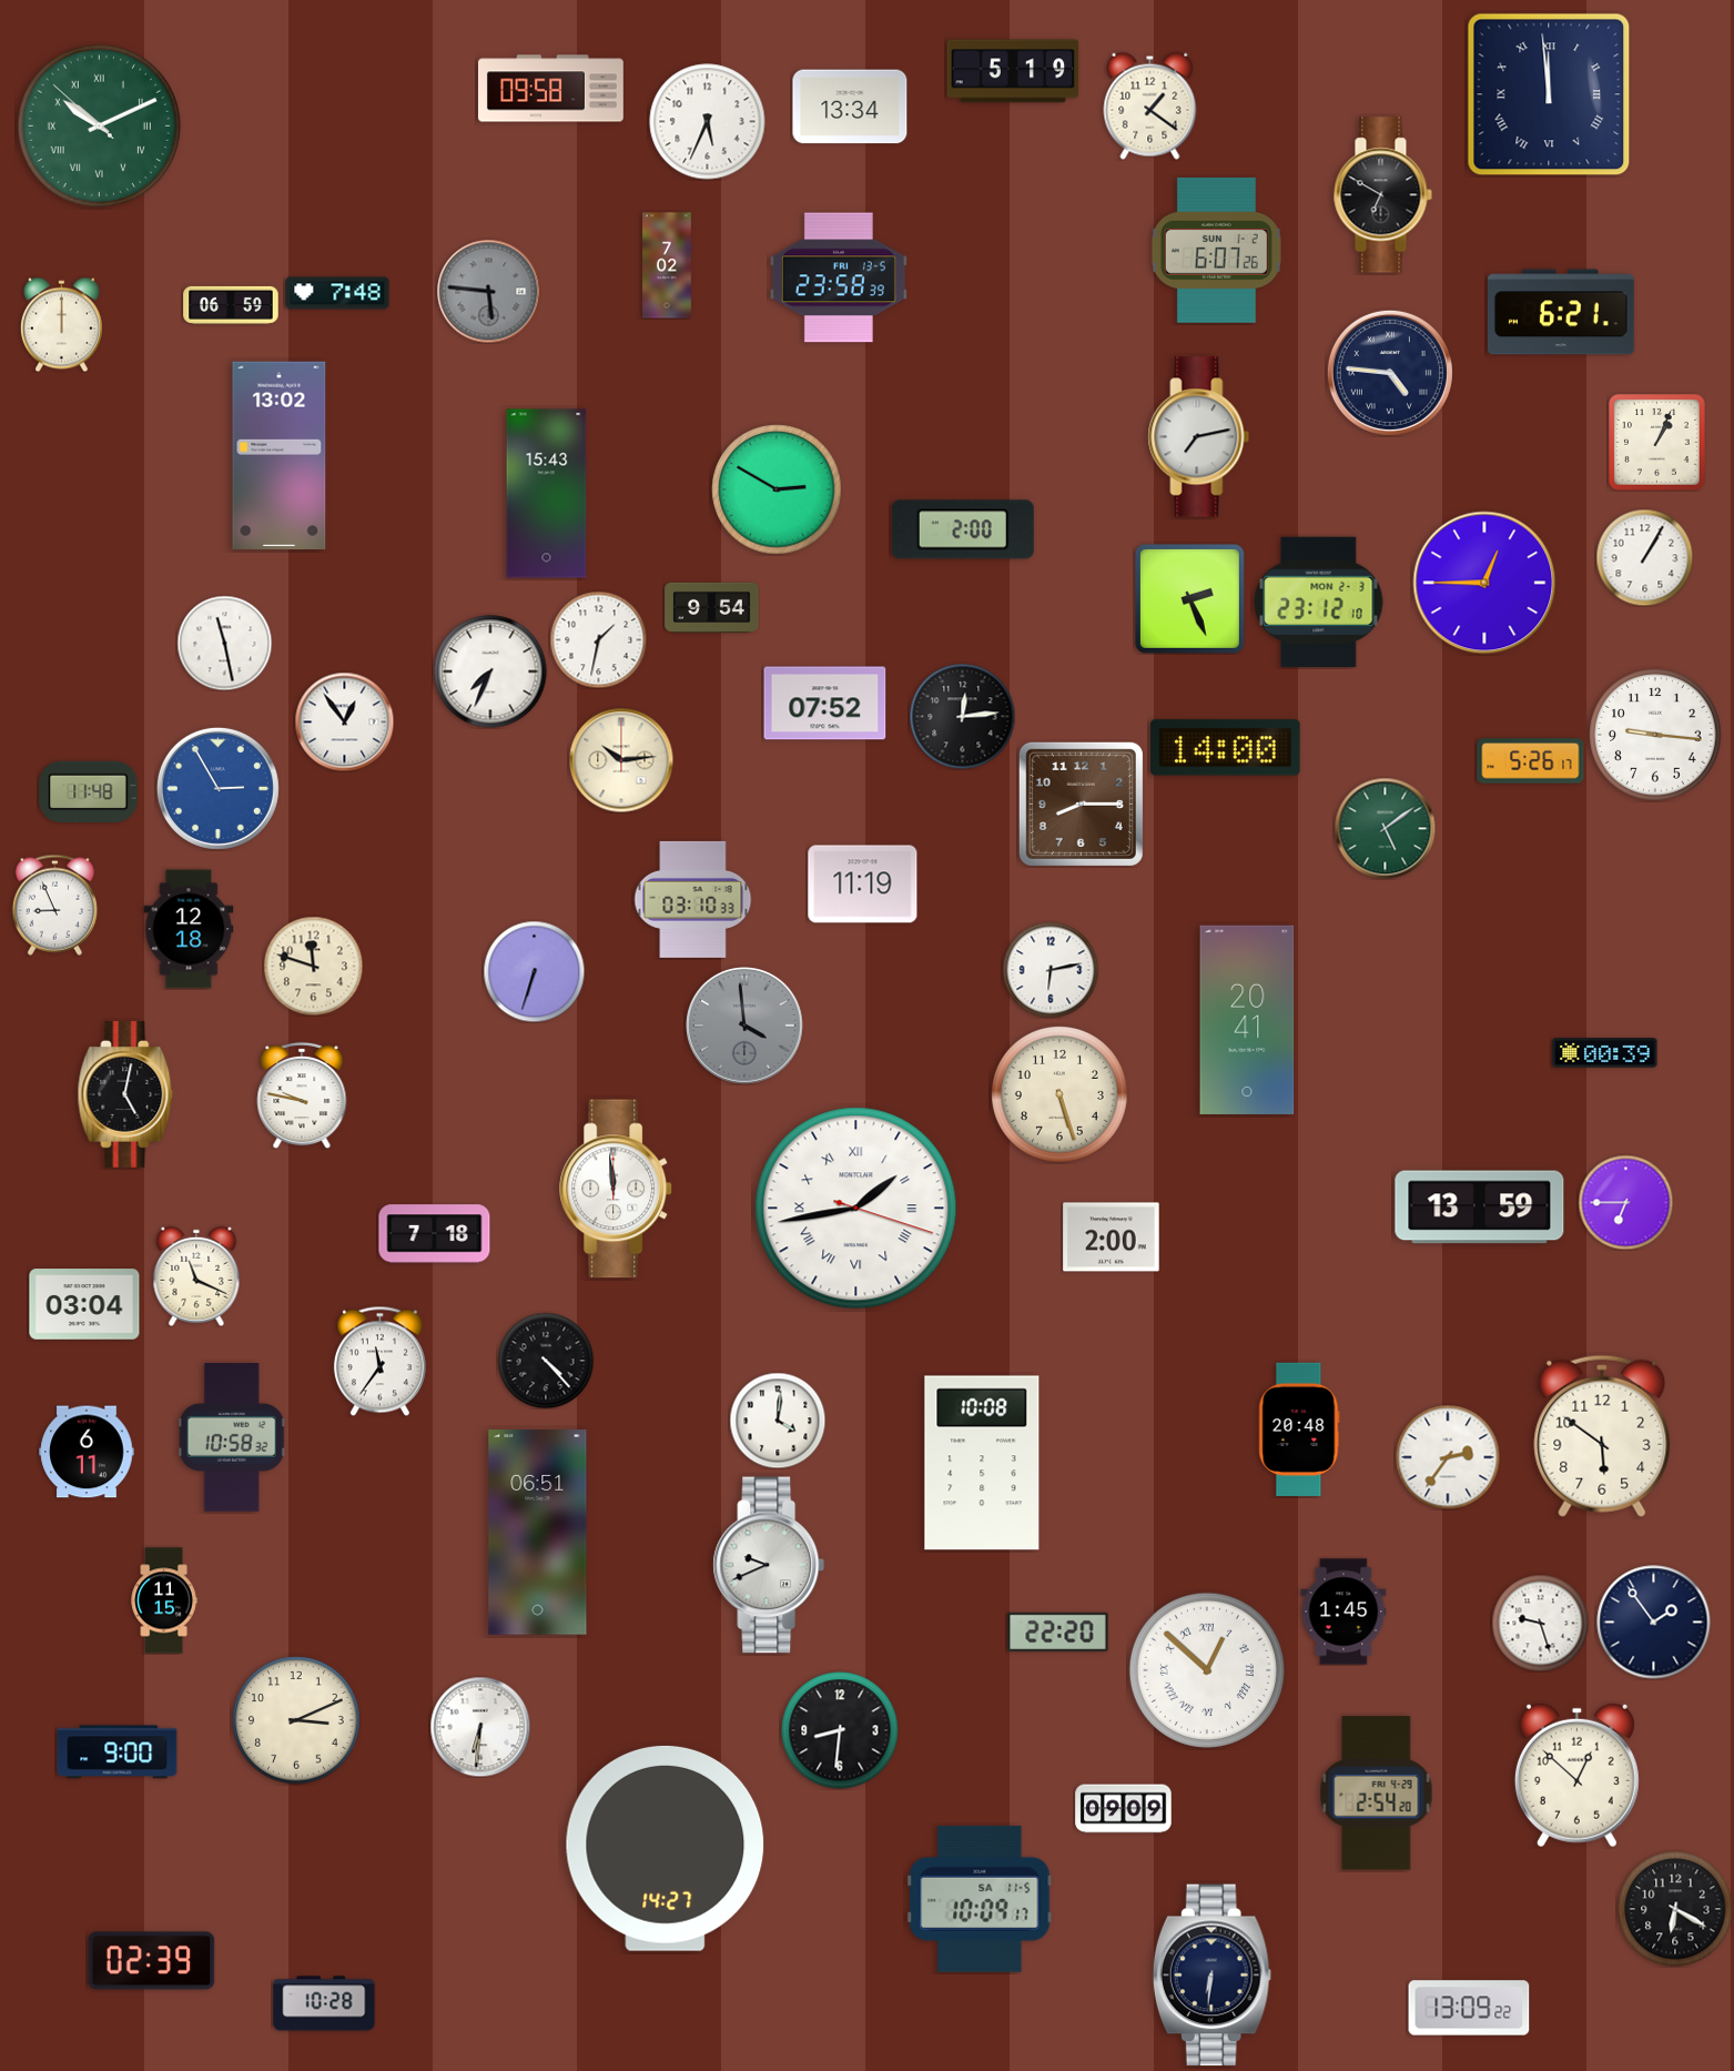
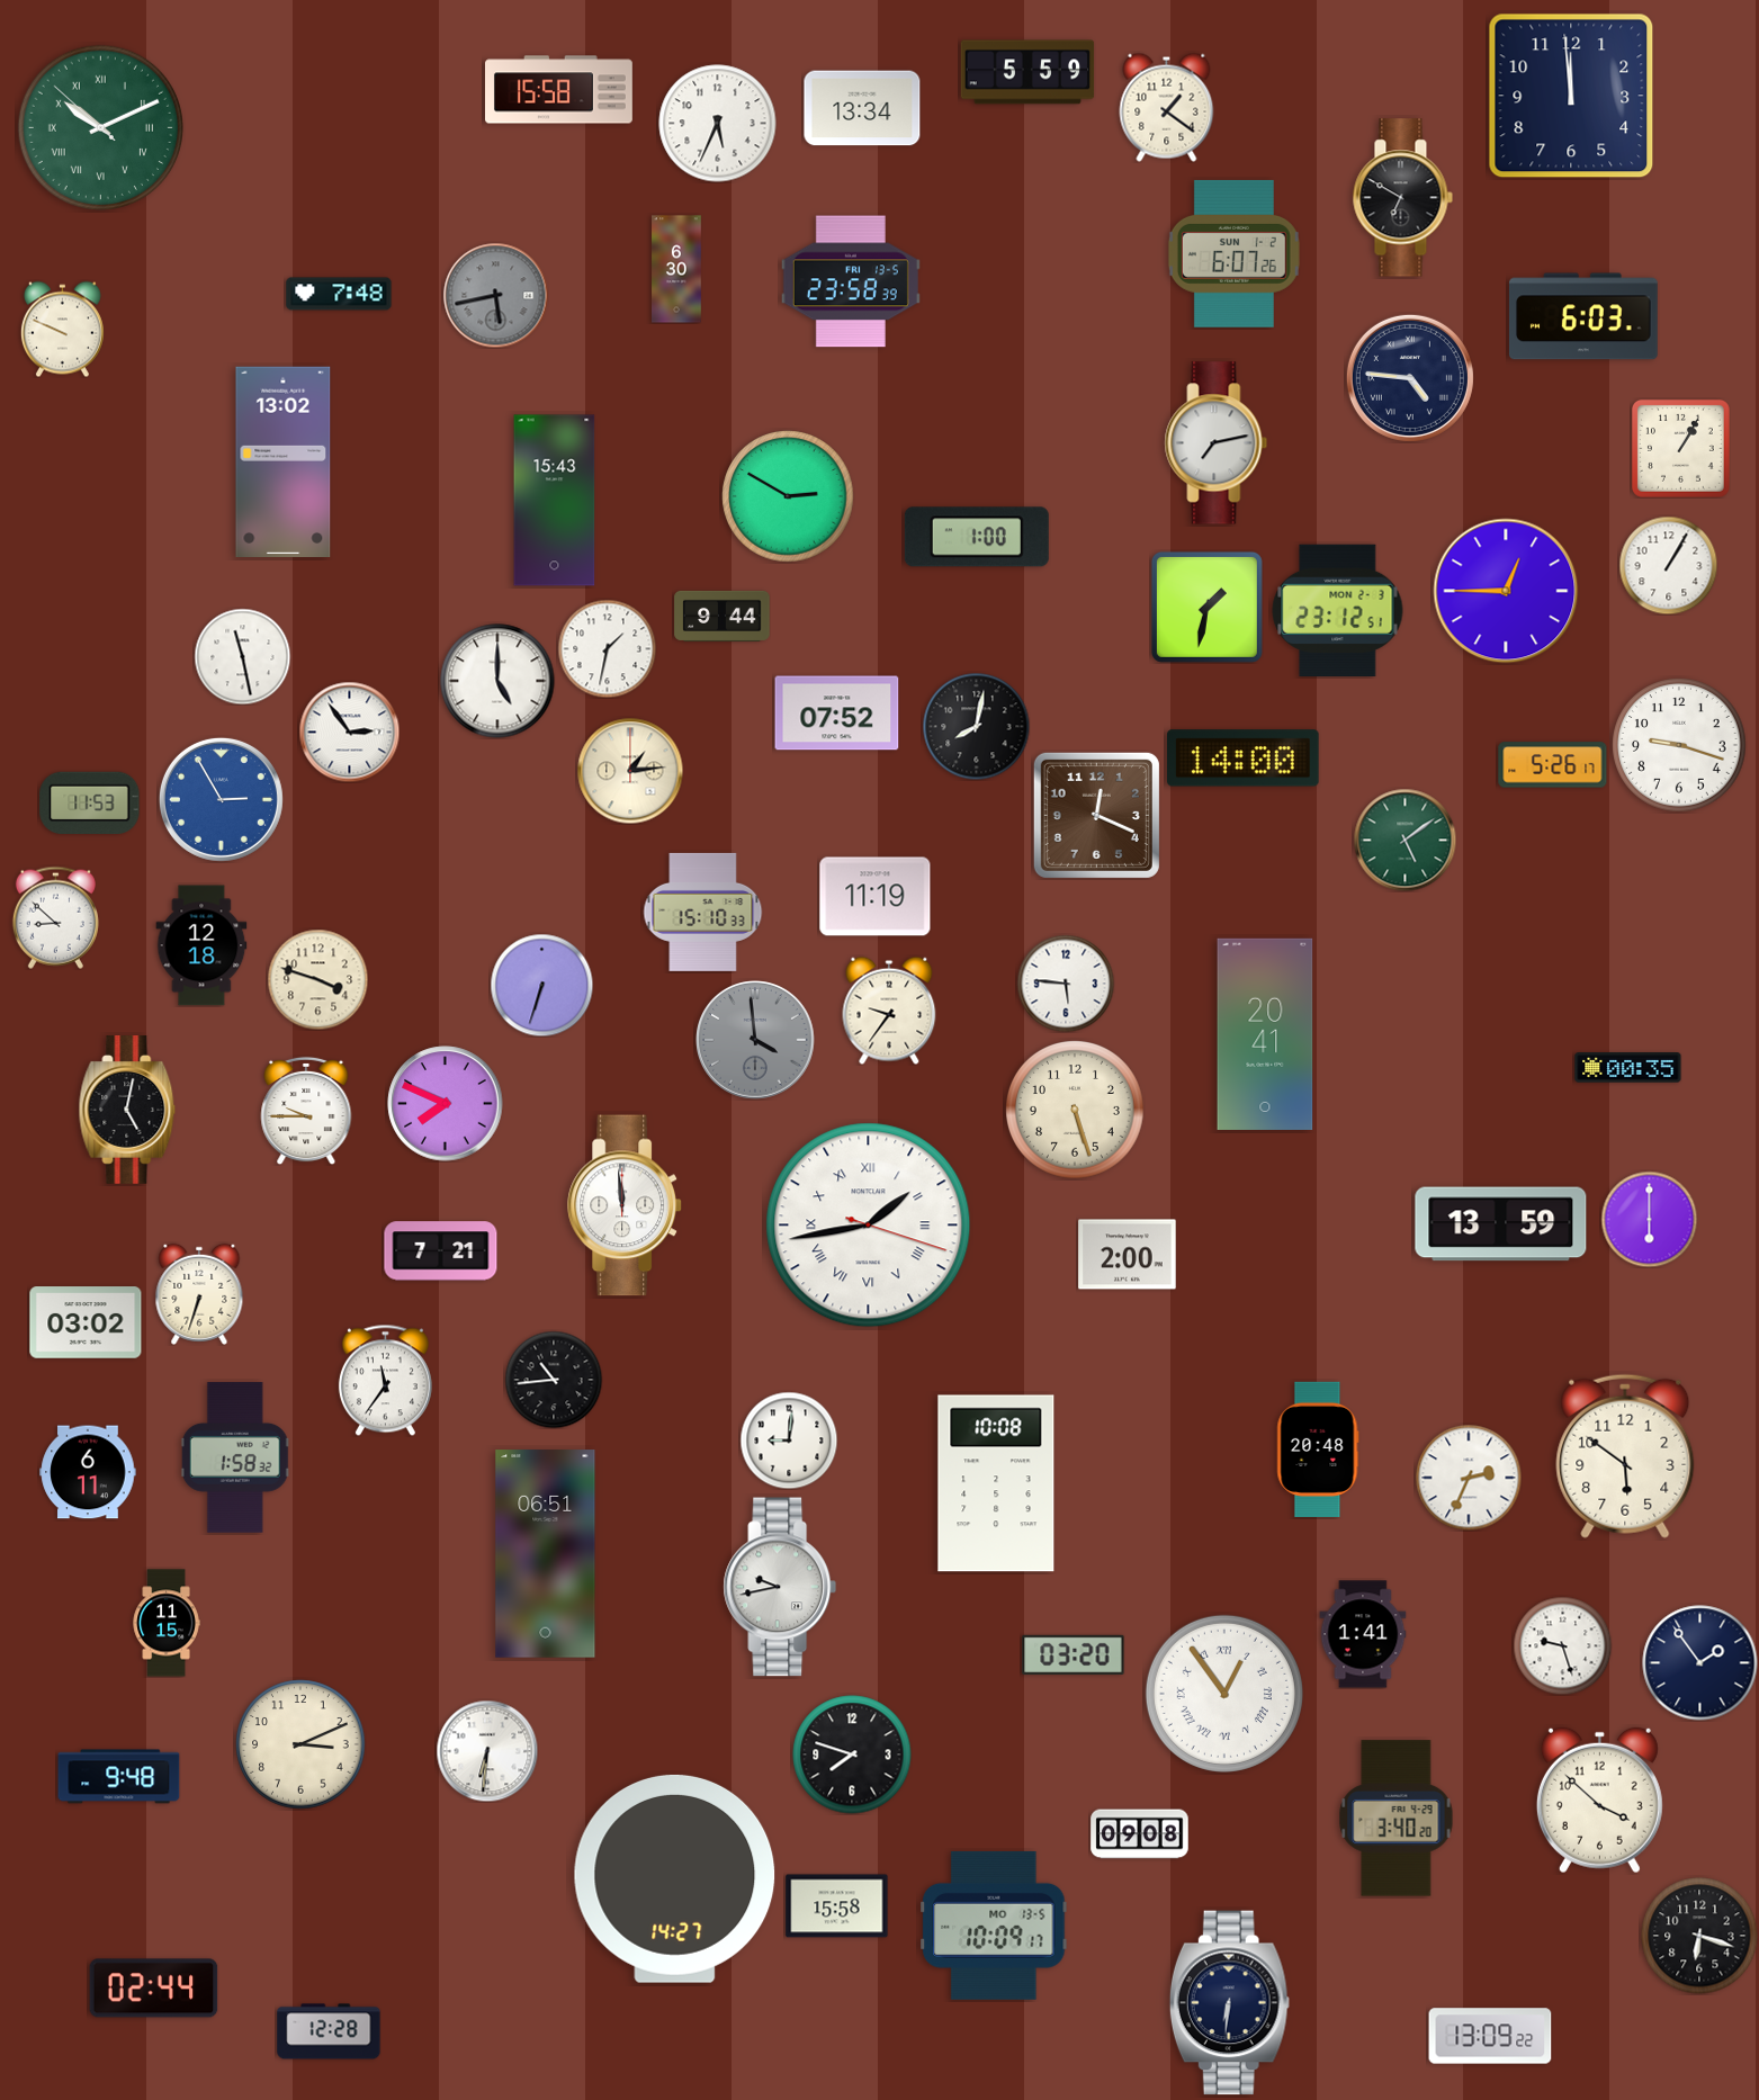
clock at (1013, 71): 5:19 -> 5:59
clock at (551, 89): 09:58 -> 15:58
clock at (1549, 94) numerals: Roman -> Arabic
clock at (667, 265): 7:02 -> 6:30
clock at (488, 291): 5:46 -> 5:43
clock at (337, 293) position: (337, 293) -> (339, 294)
clock at (231, 305): 06:59 -> none
clock at (1561, 312): 6:21 -> 6:03
clock at (61, 324): 12:00 -> 9:49
clock at (1656, 442): 1:04 -> 1:05
clock at (963, 529): 2:00 -> 1:00
clock at (1189, 598): 2:26 -> 1:32
clock at (1319, 603): 23:12:10 -> 23:12:51
clock at (712, 607): 9:54 -> 9:44
clock at (224, 643) position: (224, 643) -> (242, 656)
clock at (490, 671): 7:34 -> 5:00
clock at (962, 716): 12:14 -> 8:02
clock at (344, 721): 12:54 -> 2:54
clock at (1655, 735): 9:16 -> 9:18
clock at (621, 760): 10:14 -> 1:14
clock at (1531, 761) position: (1531, 761) -> (1553, 765)
clock at (89, 792): 11:48 -> 11:53
clock at (1081, 804): 8:15 -> 12:19
clock at (693, 899): 03:10 -> 15:10
clock at (54, 905): 8:56 -> 8:52
clock at (189, 929) position: (189, 929) -> (201, 945)
clock at (313, 966): 11:48 -> 3:48
clock at (1051, 970): 6:13 -> 5:46
clock at (889, 1011): none -> 9:36
clock at (1605, 1053): 00:39 -> 00:35
clock at (446, 1104): none -> 7:49
clock at (302, 1095): 9:47 -> 9:45
clock at (1625, 1202): 6:45 -> 6:00
clock at (435, 1234): 7:18 -> 7:21
clock at (196, 1276): 11:19 -> 6:33
clock at (84, 1304): 03:04 -> 03:02
clock at (546, 1361): 4:23 -> 10:44
clock at (778, 1421): 4:01 -> 9:01
clock at (232, 1437): 10:58 -> 1:58
clock at (1448, 1457): 2:36 -> 2:34
clock at (769, 1565): 9:41 -> 9:43
clock at (1343, 1612): 1:45 -> 1:41
clock at (1654, 1623) position: (1654, 1623) -> (1700, 1663)
clock at (1058, 1631): 22:20 -> 03:20
clock at (1207, 1670): 12:52 -> 12:54
clock at (840, 1730): 8:31 -> 7:48
clock at (118, 1752): 9:00 -> 9:48
clock at (1576, 1776): 12:52 -> 3:52
clock at (1377, 1794): 2:54 -> 3:40
clock at (1124, 1809): 09:09 -> 09:08
clock at (666, 1848) position: (666, 1848) -> (675, 1878)
clock at (837, 1906): none -> 15:58
clock at (980, 1899) date: SA 11-5 -> MO 13-5
clock at (1675, 1909): 6:20 -> 6:18
clock at (152, 1961): 02:39 -> 02:44
clock at (324, 2003): 10:28 -> 12:28
